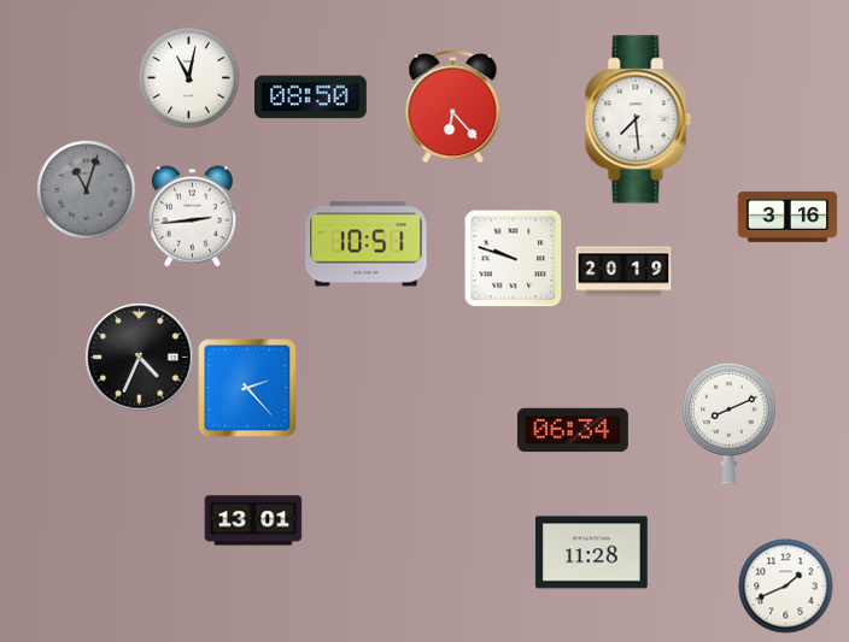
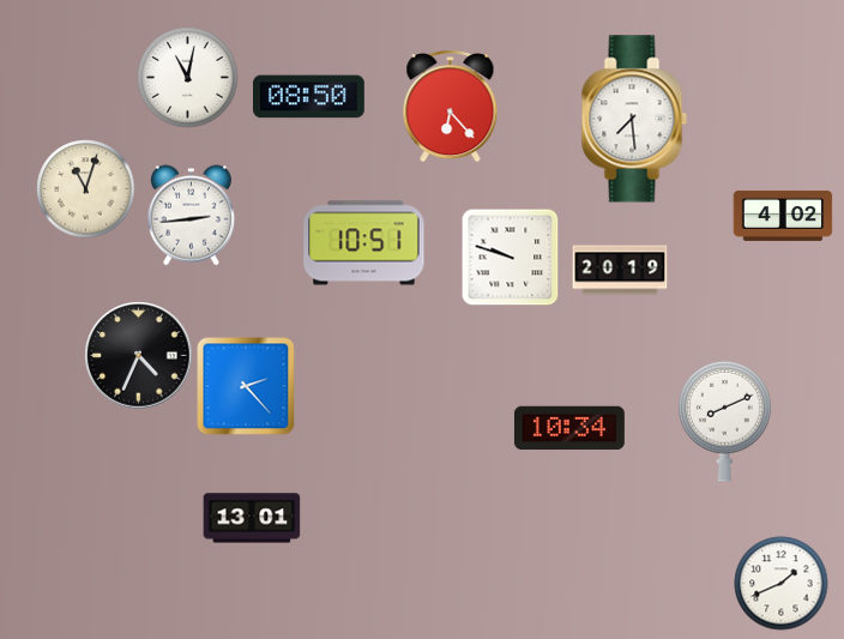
clock at (87, 190) dial: grey -> cream
clock at (787, 217): 3:16 -> 4:02
clock at (573, 430): 06:34 -> 10:34
clock at (591, 553): 11:28 -> none
